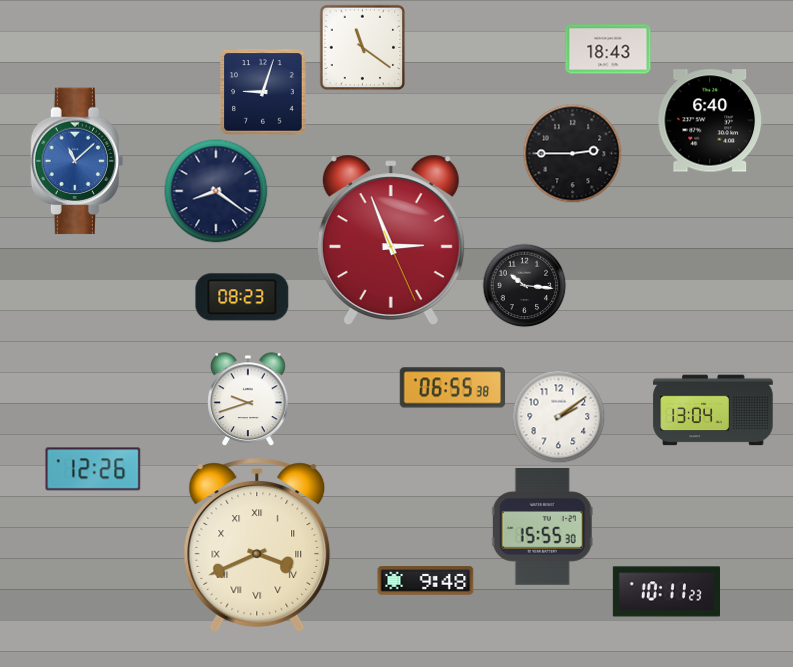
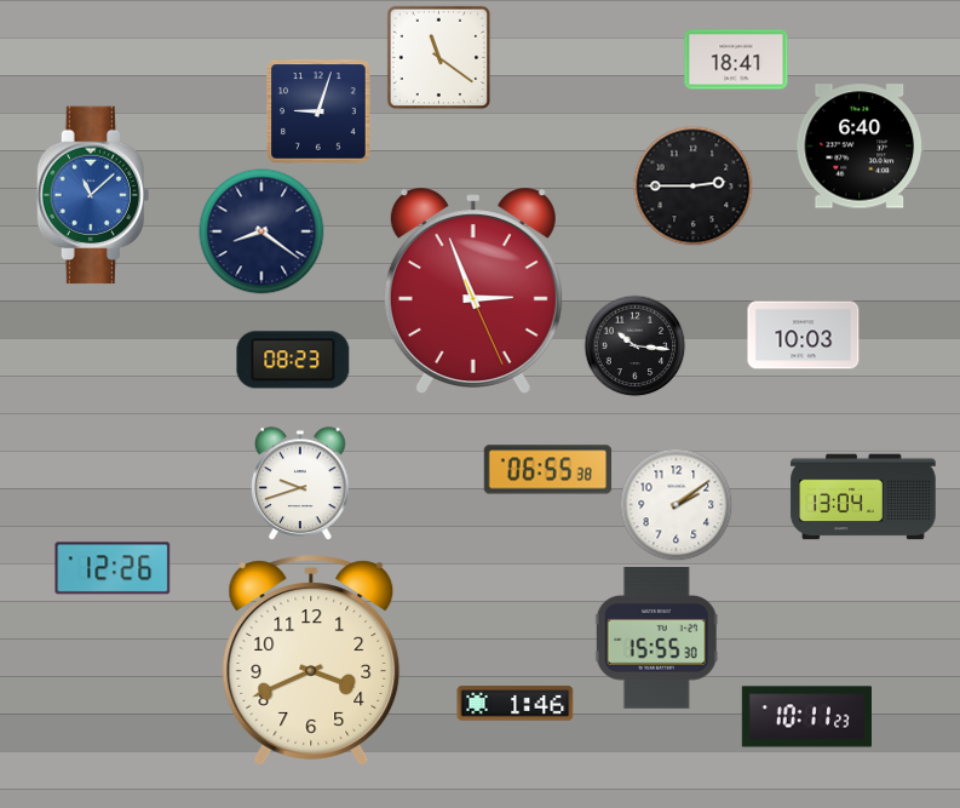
clock at (608, 49): 18:43 -> 18:41
clock at (804, 336): none -> 10:03
clock at (257, 545) numerals: Roman -> Arabic
clock at (426, 581): 9:48 -> 1:46
